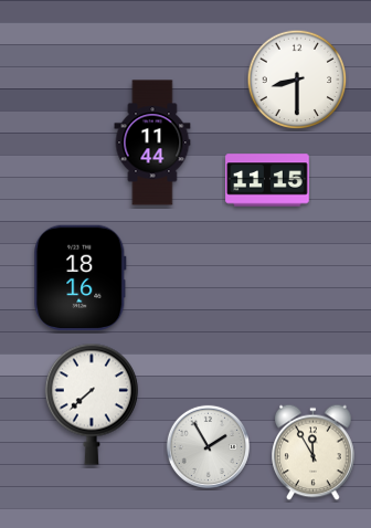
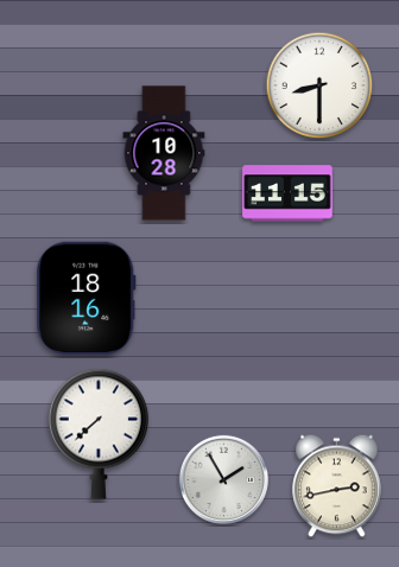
clock at (152, 142): 11:44 -> 10:28
clock at (314, 453): 11:55 -> 2:43
